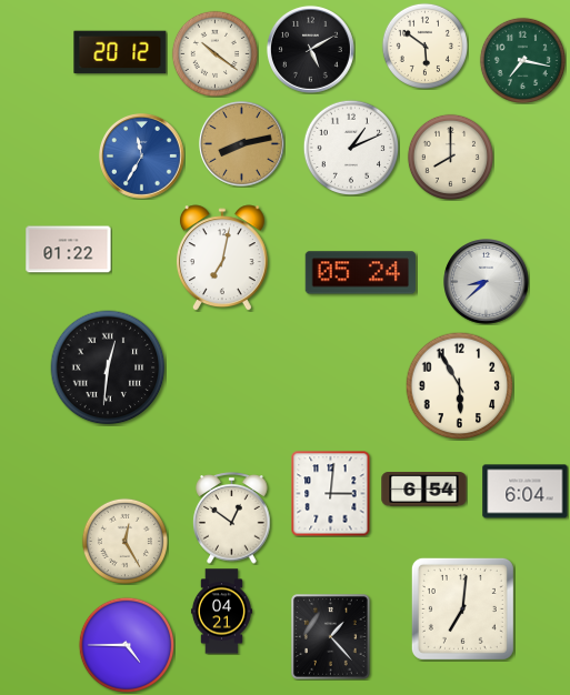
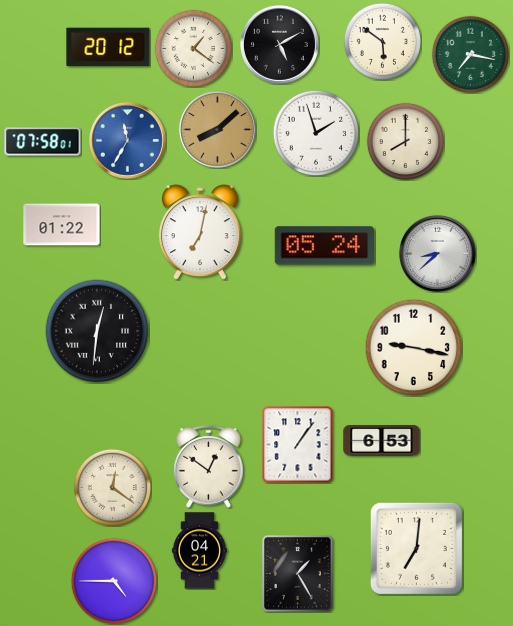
clock at (214, 53): 10:21 -> 1:21
clock at (242, 144): 8:13 -> 8:08
clock at (351, 148): 1:11 -> 1:57
clock at (43, 142): none -> 07:58
clock at (459, 385): 5:55 -> 9:17
clock at (424, 490): 6:54 -> 6:53
clock at (526, 492): 6:04 -> none
clock at (331, 493): 3:01 -> 1:06
clock at (124, 541): 12:25 -> 12:21
clock at (331, 637): 1:23 -> 1:25
